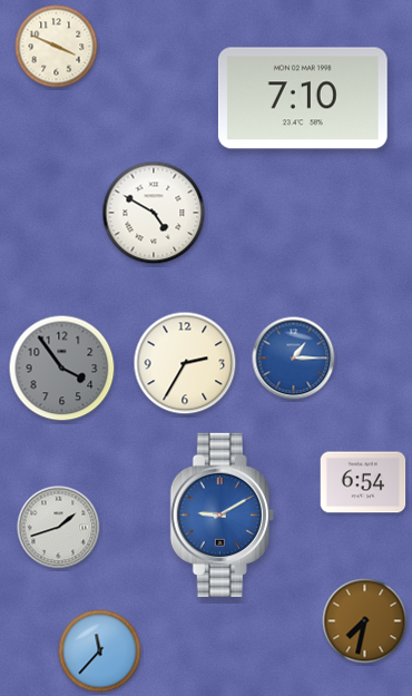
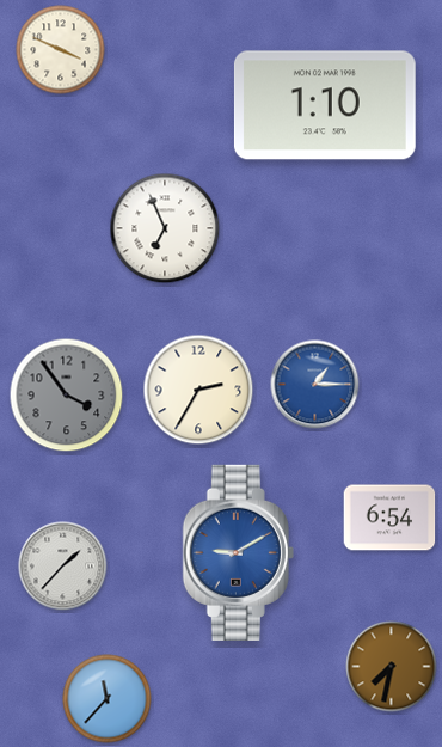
clock at (303, 98): 7:10 -> 1:10
clock at (154, 213): 4:50 -> 6:56
clock at (59, 528): 1:42 -> 1:37
